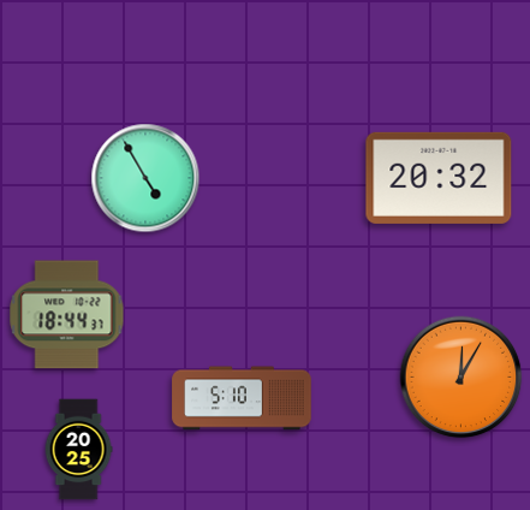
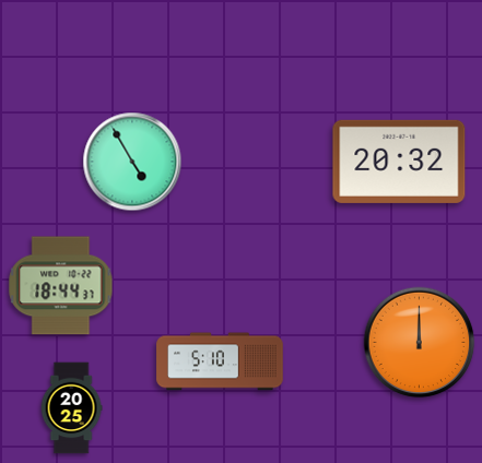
clock at (461, 378): 12:05 -> 12:00
